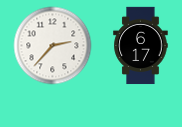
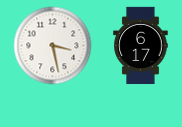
clock at (52, 45): 2:37 -> 3:28
